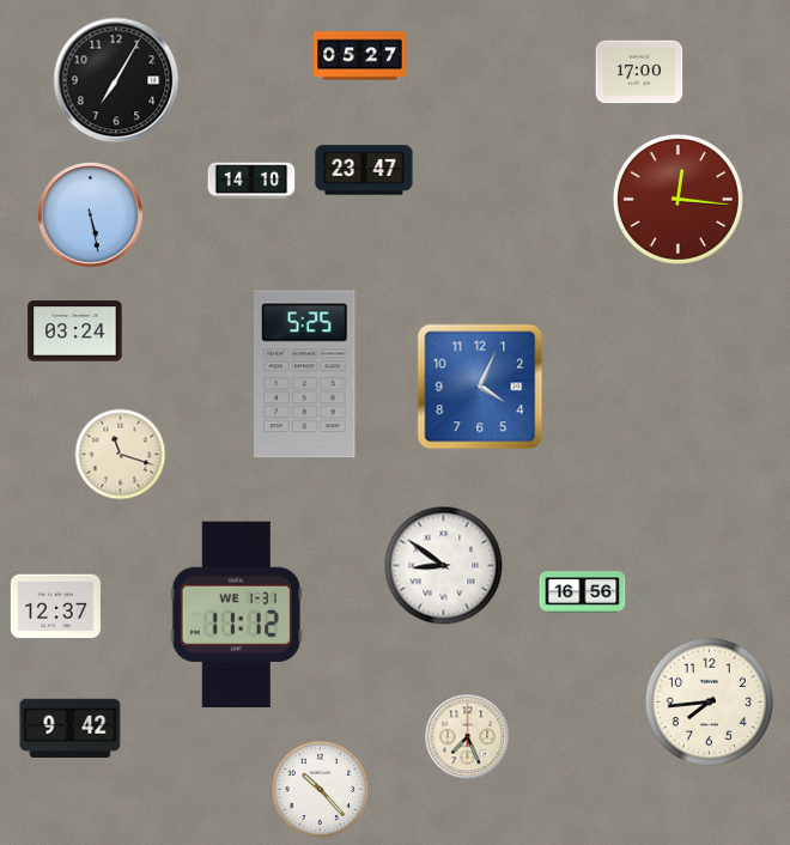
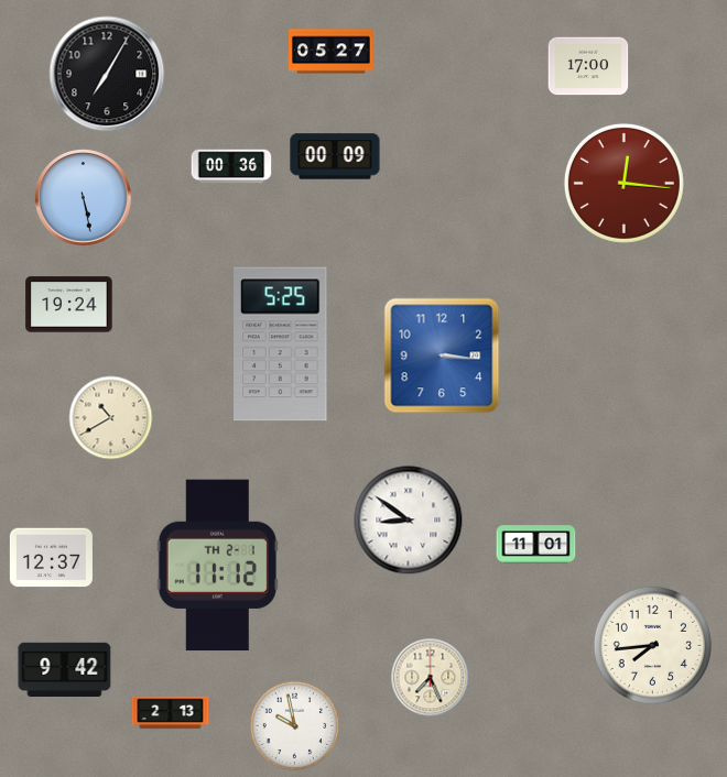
clock at (364, 170): 23:47 -> 00:09
clock at (251, 181): 14:10 -> 00:36
clock at (75, 332): 03:24 -> 19:24
clock at (480, 387): 4:04 -> 3:16
clock at (121, 455): 11:18 -> 10:40
clock at (583, 592): 16:56 -> 11:01
clock at (236, 615) date: WE 1-31 -> TH 2-1
clock at (171, 713): none -> 2:13
clock at (321, 790): 10:23 -> 9:58
